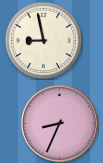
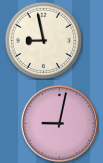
clock at (59, 123): 8:34 -> 9:02
